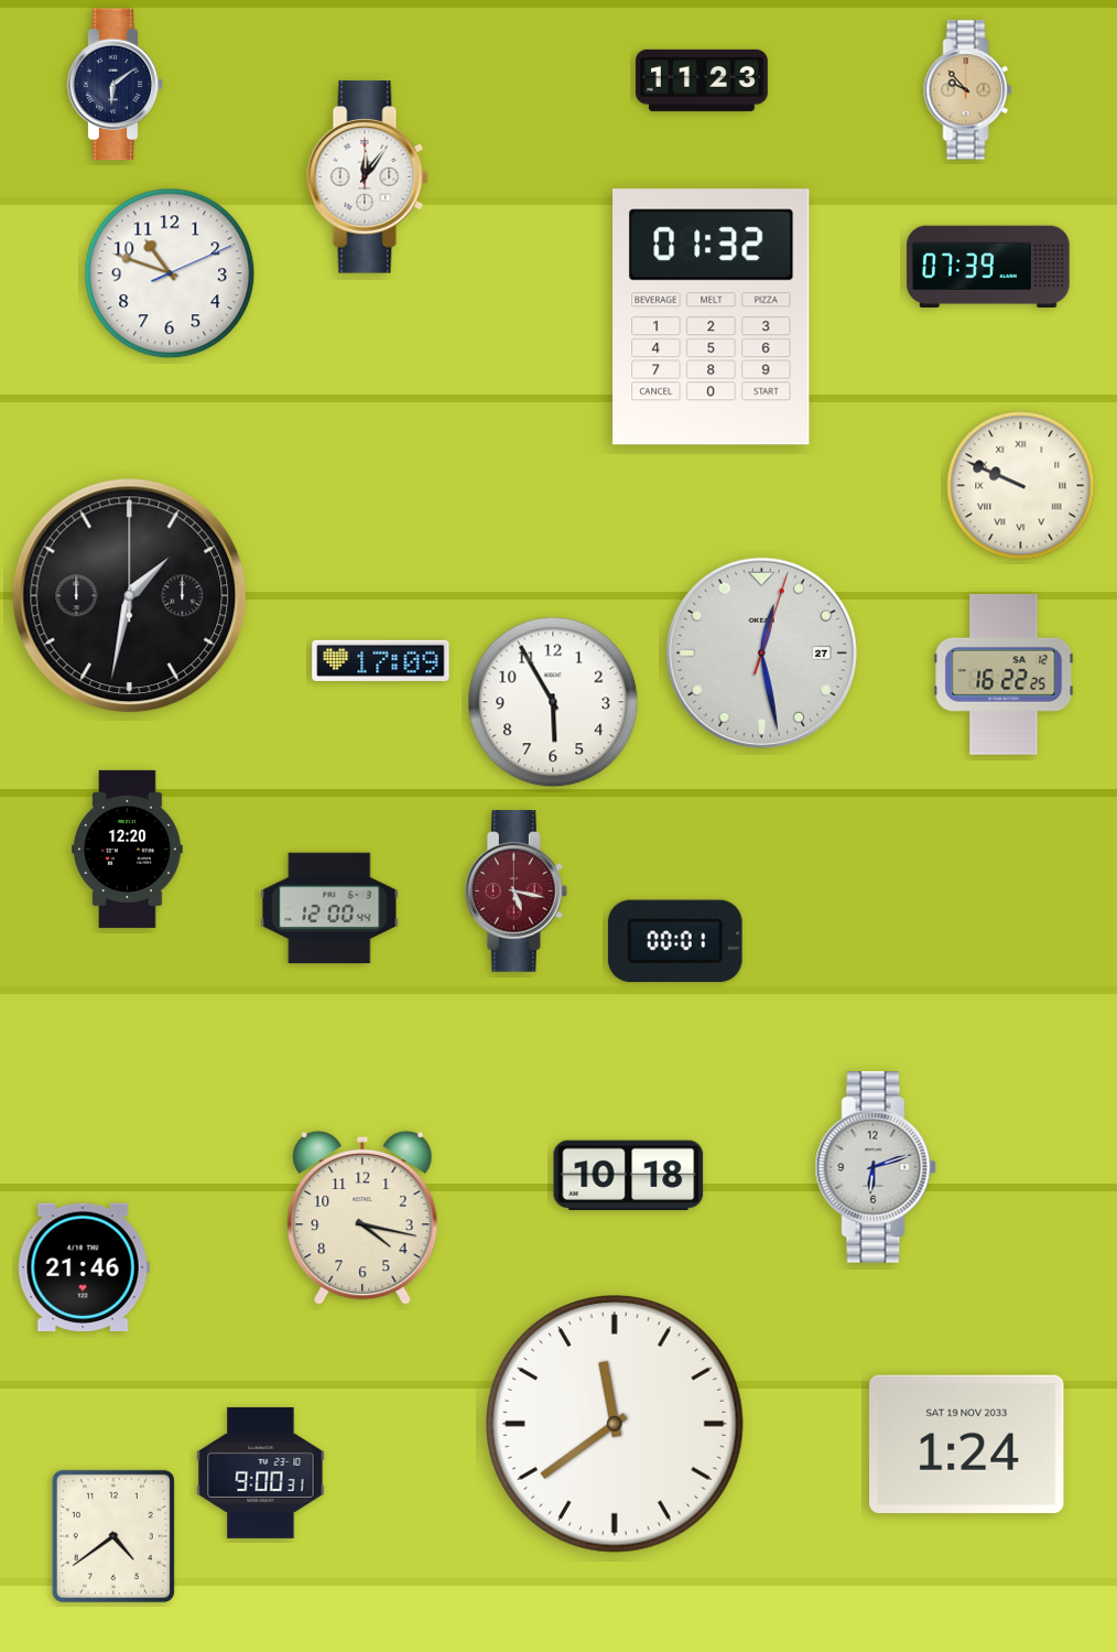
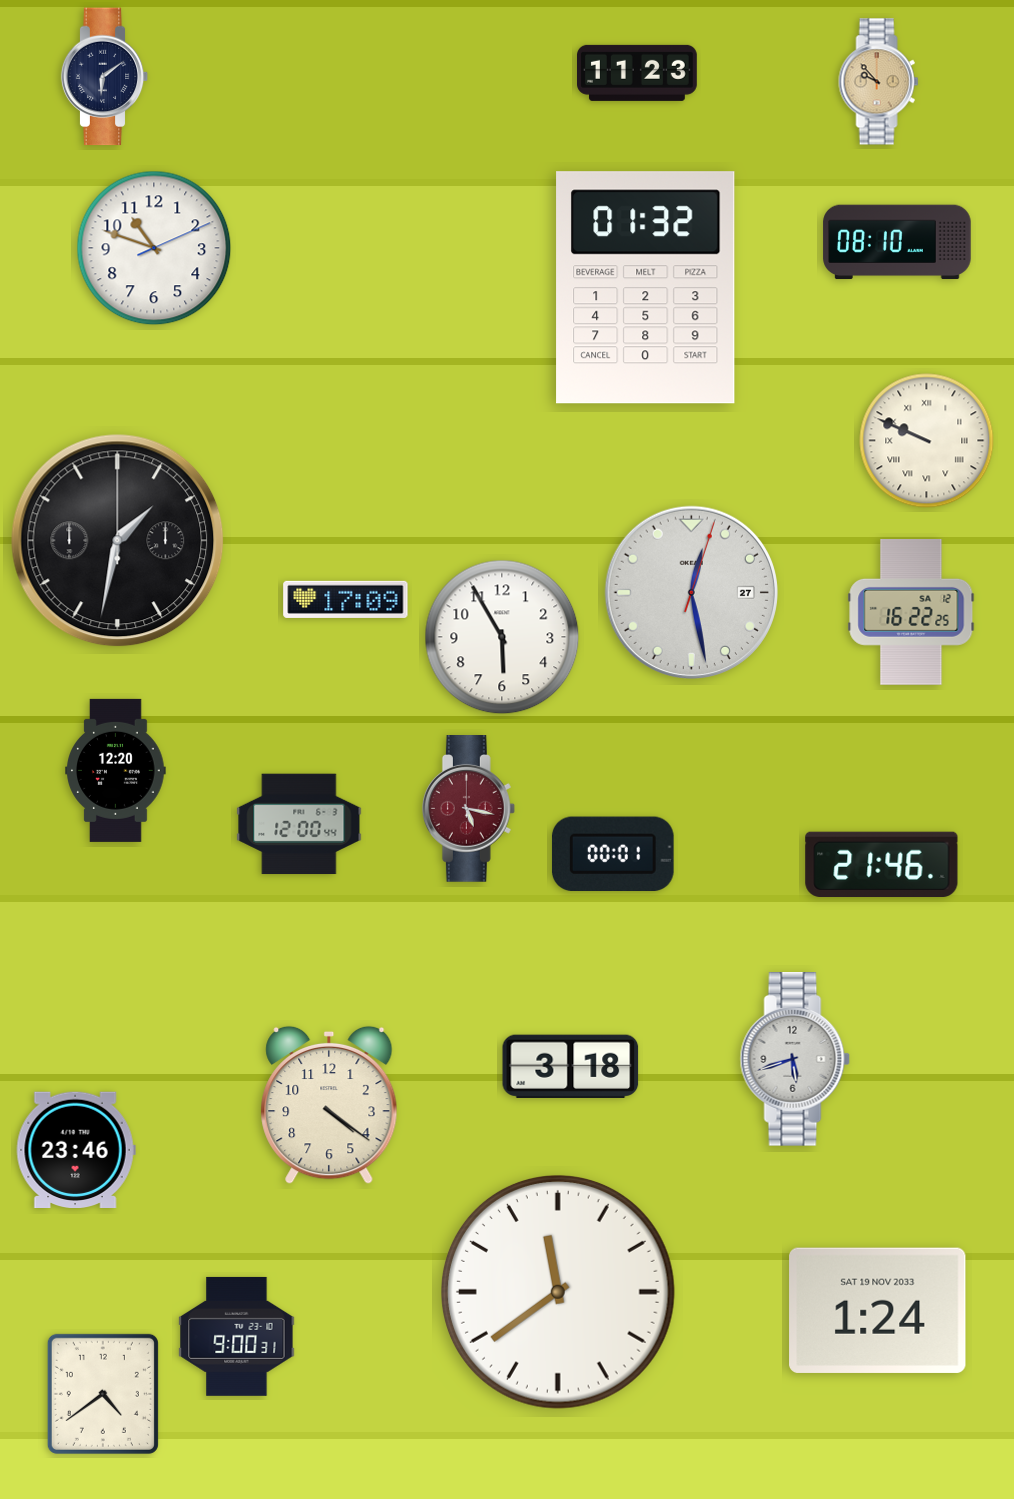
clock at (367, 177): 12:06 -> none
clock at (988, 267): 07:39 -> 08:10
clock at (882, 864): none -> 21:46
clock at (876, 1168): 6:12 -> 5:42
clock at (629, 1175): 10:18 -> 3:18
clock at (362, 1218): 4:17 -> 4:21
clock at (84, 1266): 21:46 -> 23:46
